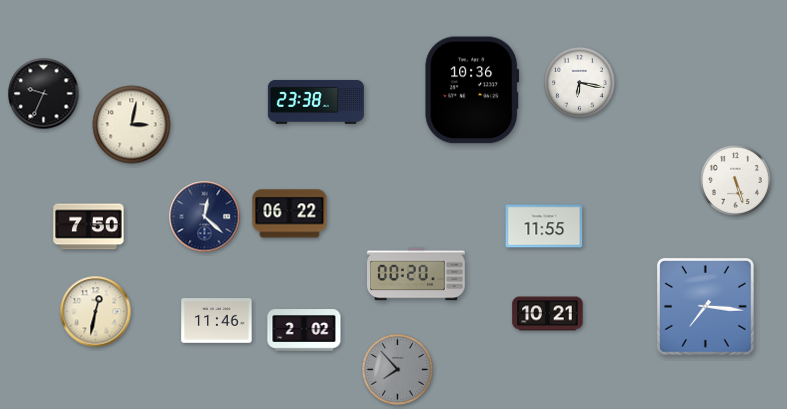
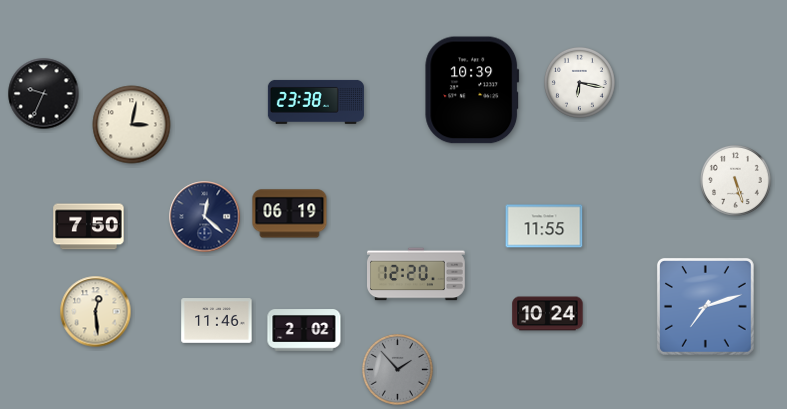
clock at (472, 90): 10:36 -> 10:39
clock at (290, 214): 06:22 -> 06:19
clock at (417, 274): 00:20 -> 12:20
clock at (705, 306): 7:16 -> 7:12
clock at (96, 312): 12:32 -> 12:29
clock at (548, 314): 10:21 -> 10:24
clock at (397, 369): 7:53 -> 1:53
